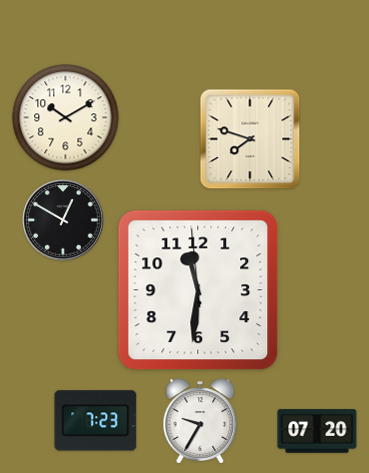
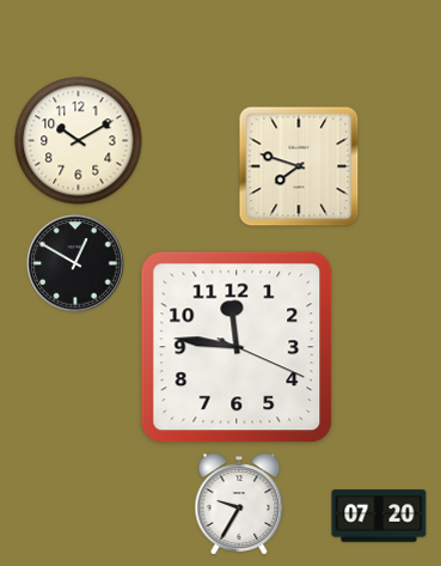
clock at (198, 290): 11:30 -> 11:46
clock at (96, 421): 7:23 -> none
